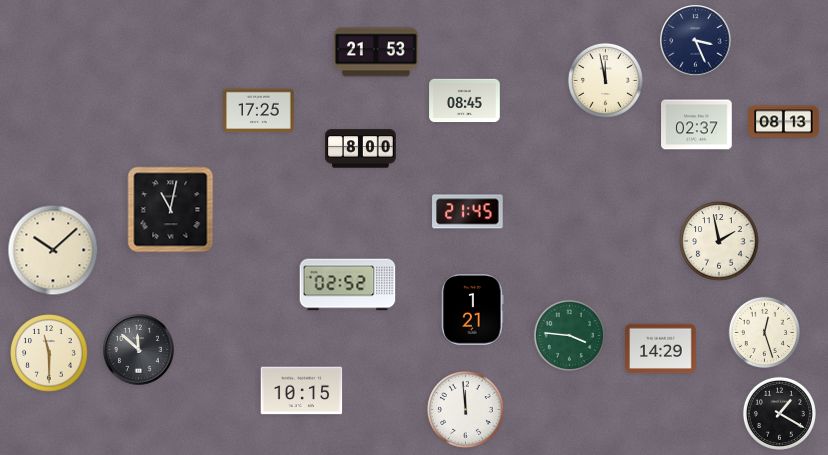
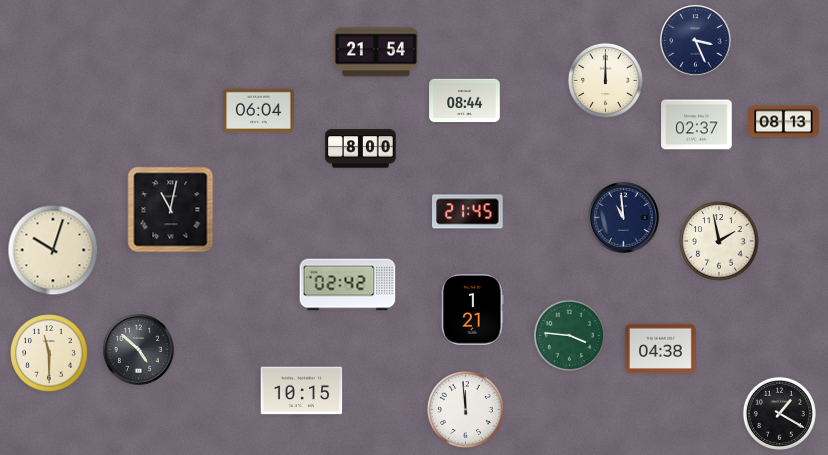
clock at (376, 52): 21:53 -> 21:54
clock at (605, 80): 11:58 -> 12:00
clock at (465, 101): 08:45 -> 08:44
clock at (259, 111): 17:25 -> 06:04
clock at (624, 218): none -> 10:59
clock at (53, 250): 10:08 -> 10:03
clock at (348, 285): 02:52 -> 02:42
clock at (764, 332): 12:27 -> none
clock at (661, 349): 14:29 -> 04:38
clock at (139, 350): 11:52 -> 4:52
